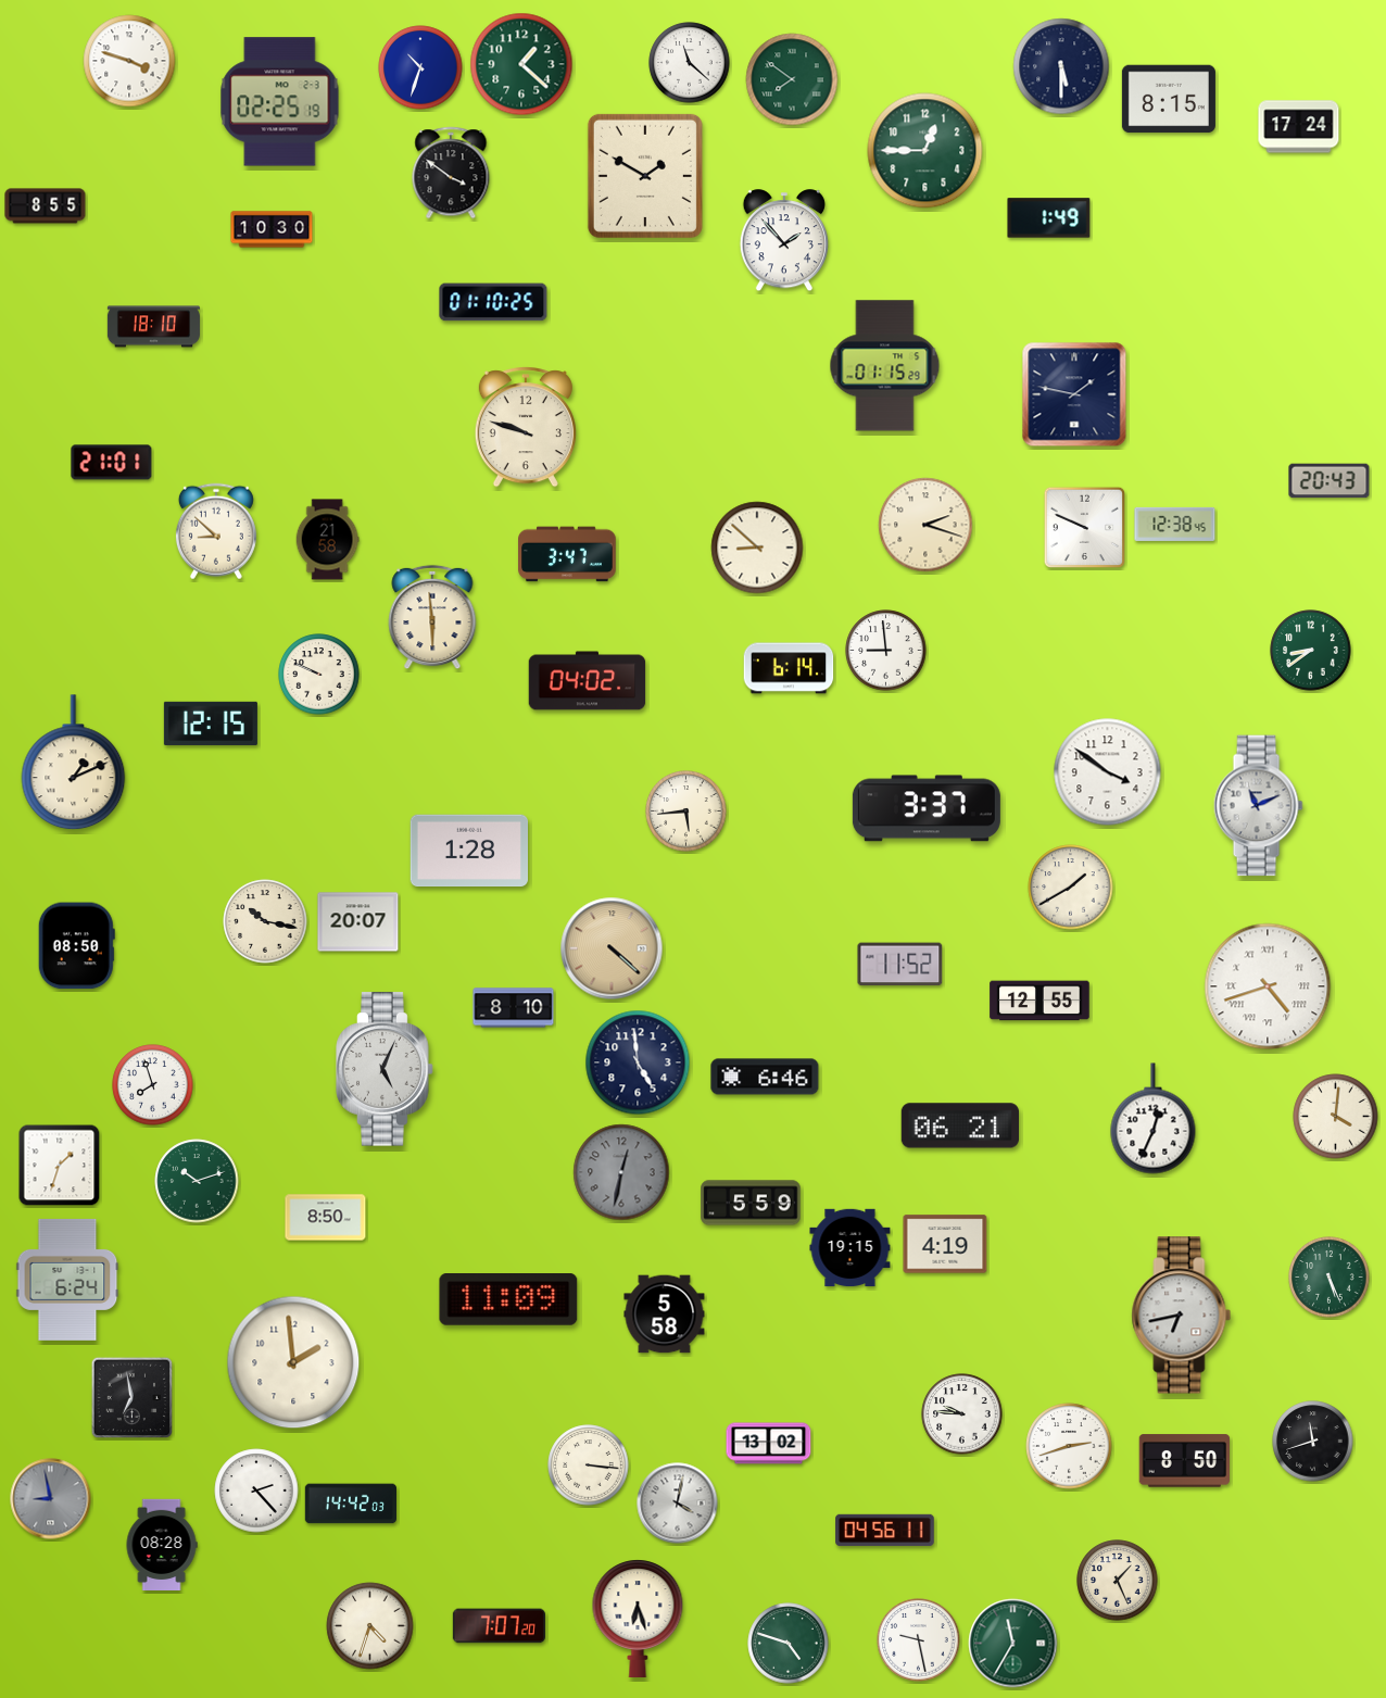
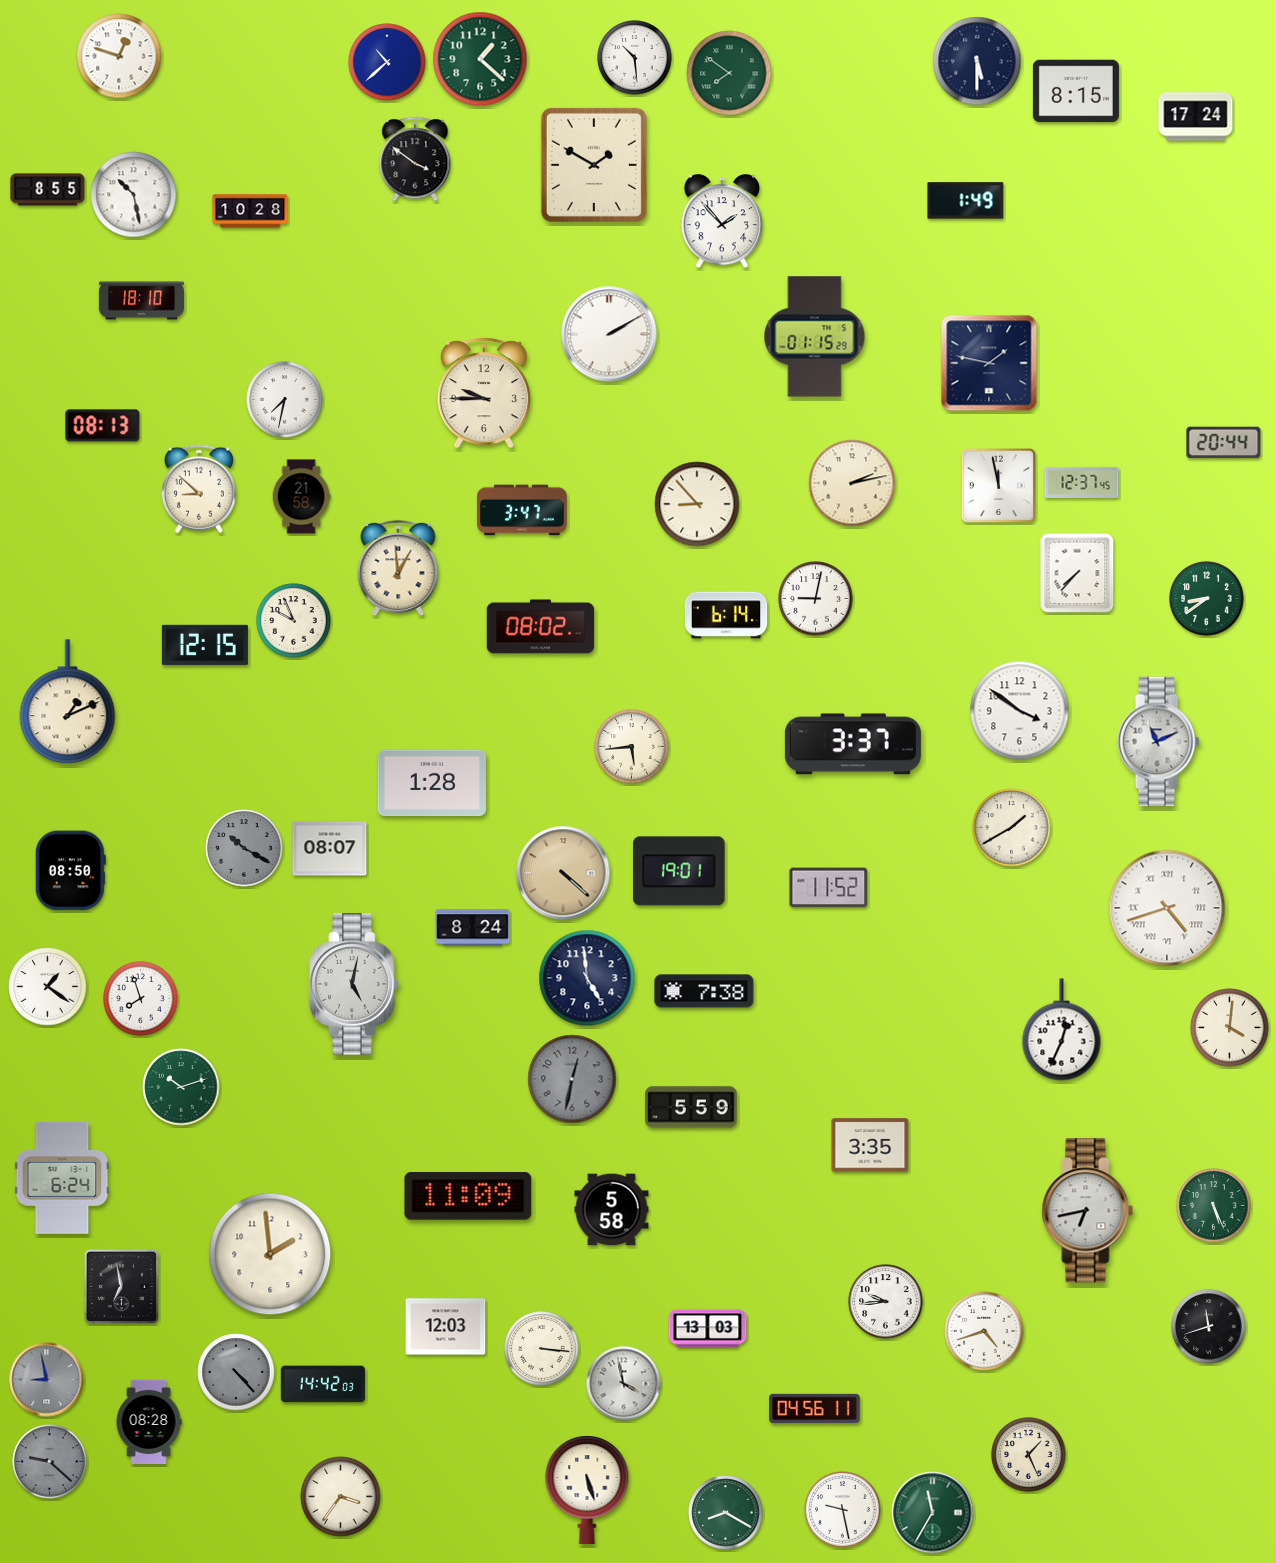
clock at (129, 61): 3:48 -> 12:48
clock at (690, 63): 11:22 -> 10:29
clock at (420, 67): 10:33 -> 10:38
clock at (280, 102): 02:25 -> none
clock at (925, 151): 12:45 -> none
clock at (645, 176) position: (645, 176) -> (594, 165)
clock at (46, 206) position: (46, 206) -> (48, 190)
clock at (134, 195): none -> 10:28
clock at (272, 229): 10:30 -> 10:28
clock at (493, 302): 01:10 -> none
clock at (609, 334): none -> 2:10
clock at (526, 427): 9:48 -> 9:45
clock at (285, 400): none -> 7:32
clock at (112, 463): 21:01 -> 08:13
clock at (1330, 481): 20:43 -> 20:44
clock at (1175, 524): 12:38 -> 12:37
clock at (925, 525): 2:18 -> 2:13
clock at (1085, 528): 9:49 -> 11:58
clock at (757, 548): 8:52 -> 8:53
clock at (432, 617): 5:59 -> 12:59
clock at (1077, 573): none -> 7:37
clock at (886, 651): 8:59 -> 9:02
clock at (319, 675): 9:49 -> 9:56
clock at (588, 681): 04:02 -> 08:02
clock at (211, 724) position: (211, 724) -> (205, 645)
clock at (1071, 888) position: (1071, 888) -> (1012, 828)
clock at (265, 921): 10:17 -> 10:20
clock at (265, 921) dial: cream -> grey
clock at (358, 922): 20:07 -> 08:07
clock at (679, 871): none -> 19:01
clock at (1039, 1001): 12:55 -> none
clock at (514, 1008): 8:10 -> 8:24
clock at (385, 1069): 5:04 -> 5:02
clock at (48, 987): none -> 1:21
clock at (765, 1077): 6:46 -> 7:38
clock at (959, 1125): 06:21 -> none
clock at (60, 1166): 1:33 -> none
clock at (326, 1218): 8:50 -> none
clock at (945, 1244): 4:19 -> 3:35
clock at (850, 1248): 19:15 -> none
clock at (1330, 1278) position: (1330, 1278) -> (1214, 1206)
clock at (962, 1414): 9:46 -> 9:44
clock at (446, 1327): none -> 12:03
clock at (769, 1444): 13:02 -> 13:03
clock at (1069, 1446): 2:42 -> 4:42
clock at (1185, 1461): 8:50 -> none
clock at (256, 1491): 2:23 -> 4:23
clock at (256, 1491) dial: white -> grey
clock at (678, 1504): 4:02 -> 3:58
clock at (50, 1462): none -> 9:22
clock at (638, 1618): 6:27 -> 5:27
clock at (370, 1626): 4:33 -> 3:36
clock at (499, 1626): 7:07 -> none
clock at (919, 1640) position: (919, 1640) -> (843, 1510)
clock at (789, 1644): 4:48 -> 8:20
